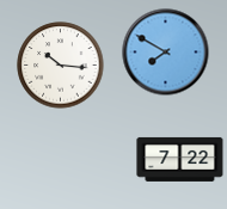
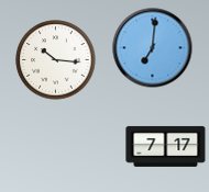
clock at (166, 53): 7:50 -> 7:01
clock at (180, 159): 7:22 -> 7:17
